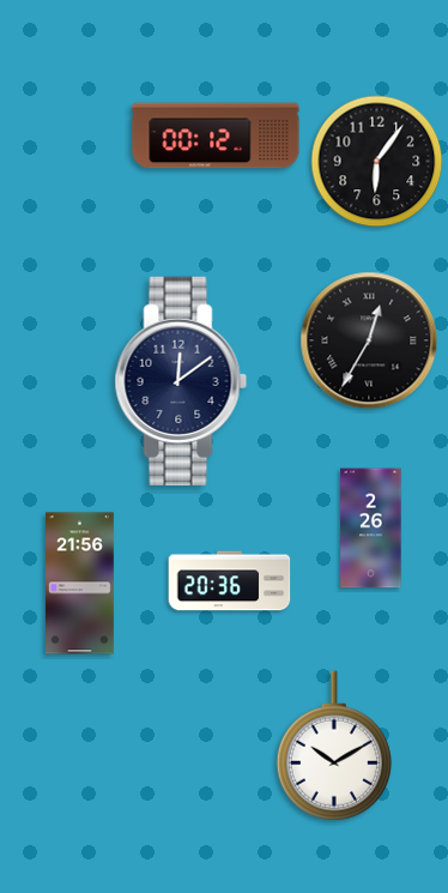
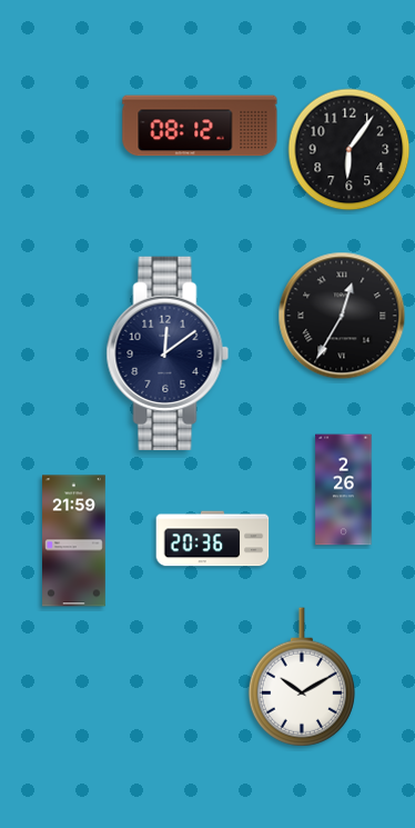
clock at (216, 135): 00:12 -> 08:12
clock at (80, 584): 21:56 -> 21:59
clock at (334, 746) position: (334, 746) -> (302, 677)
